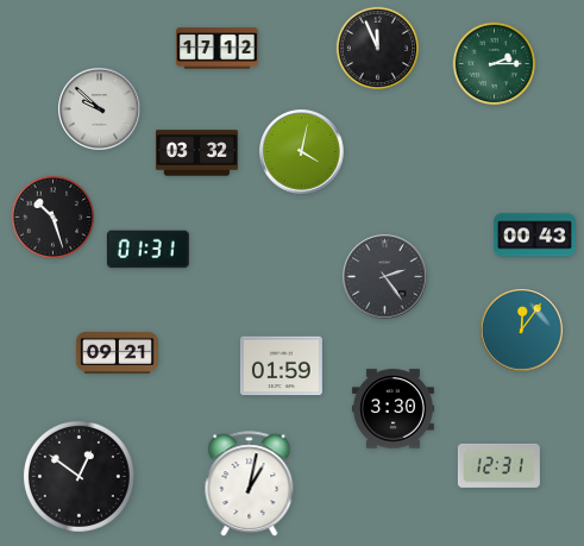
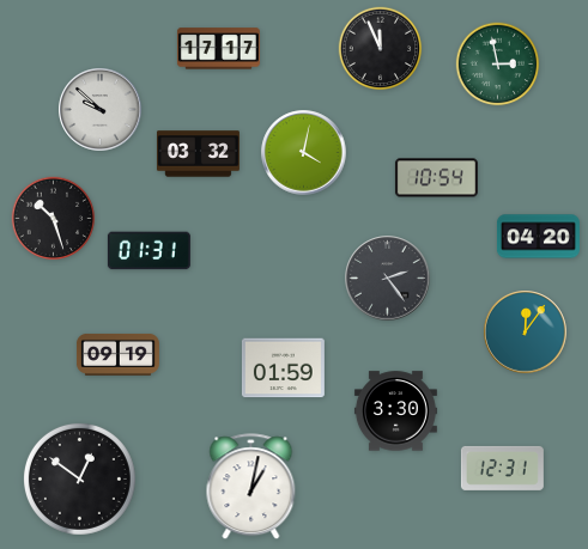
clock at (216, 49): 17:12 -> 17:17
clock at (495, 64): 2:15 -> 2:58
clock at (436, 178): none -> 10:54
clock at (534, 236): 00:43 -> 04:20
clock at (117, 352): 09:21 -> 09:19
